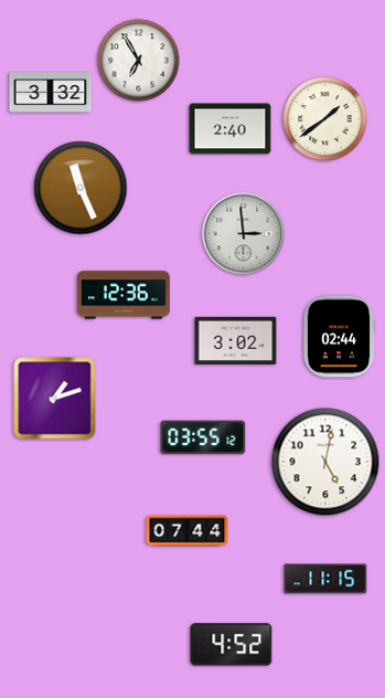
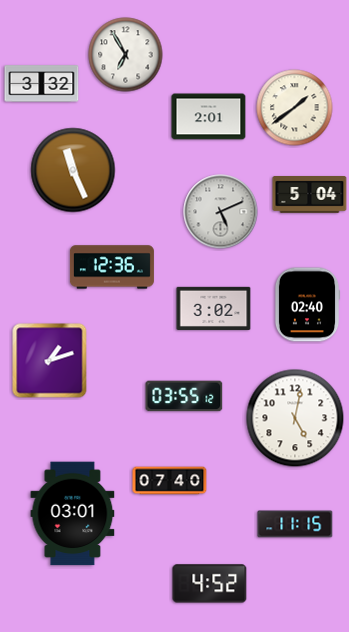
clock at (51, 93) position: (51, 93) -> (42, 84)
clock at (231, 129): 2:40 -> 2:01
clock at (310, 195): none -> 5:04
clock at (244, 234): 2:59 -> 5:11
clock at (339, 337): 02:44 -> 02:40
clock at (188, 531): 07:44 -> 07:40
clock at (73, 514): none -> 03:01
